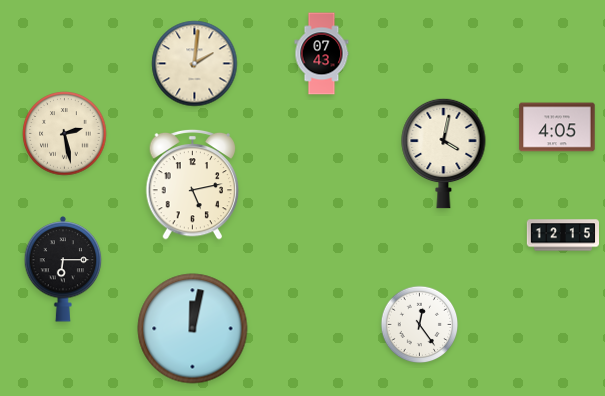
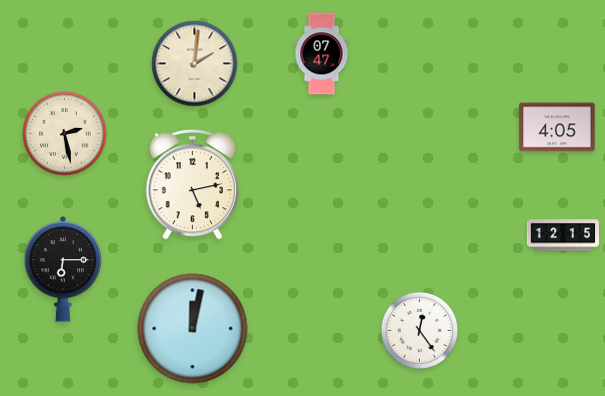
clock at (322, 54): 07:43 -> 07:47
clock at (444, 153): 4:02 -> none
clock at (420, 325) position: (420, 325) -> (420, 331)
